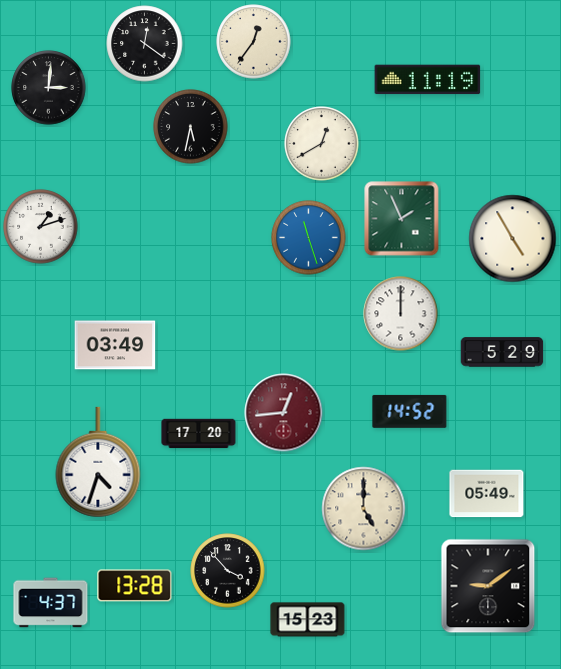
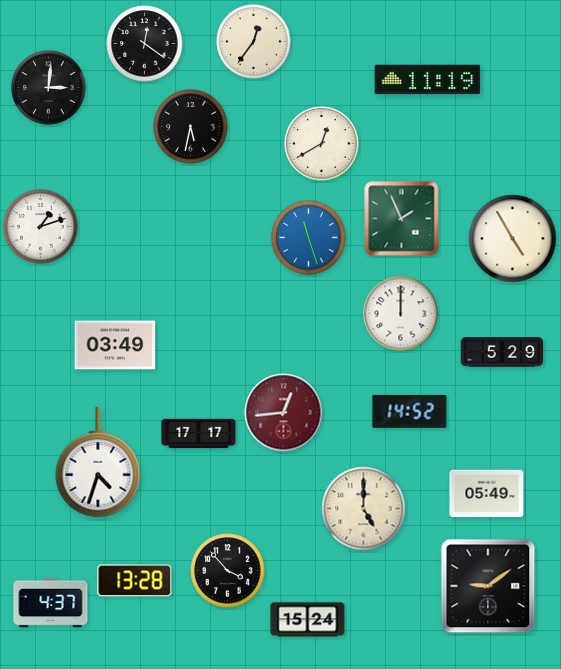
clock at (199, 434): 17:20 -> 17:17
clock at (135, 586) position: (135, 586) -> (135, 581)
clock at (308, 620): 15:23 -> 15:24
